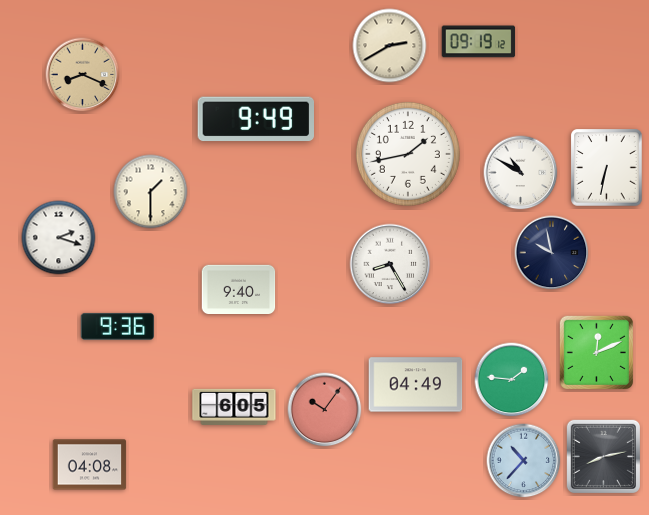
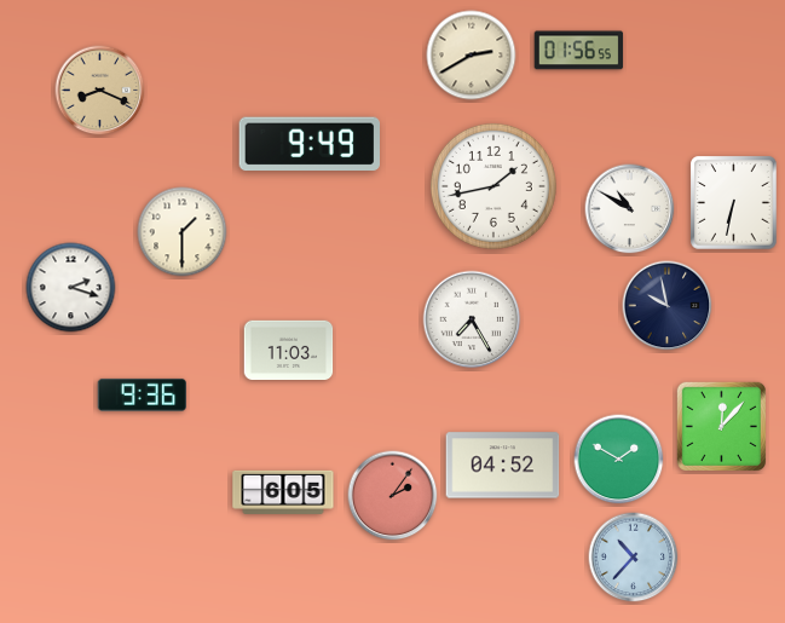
clock at (479, 42): 09:19 -> 01:56
clock at (390, 264): 8:25 -> 7:25
clock at (239, 289): 9:40 -> 11:03
clock at (596, 352): 12:11 -> 12:07
clock at (512, 380): 1:46 -> 1:50
clock at (416, 385): 04:49 -> 04:52
clock at (325, 410): 10:06 -> 2:06
clock at (603, 456): 8:13 -> none
clock at (90, 465): 04:08 -> none
